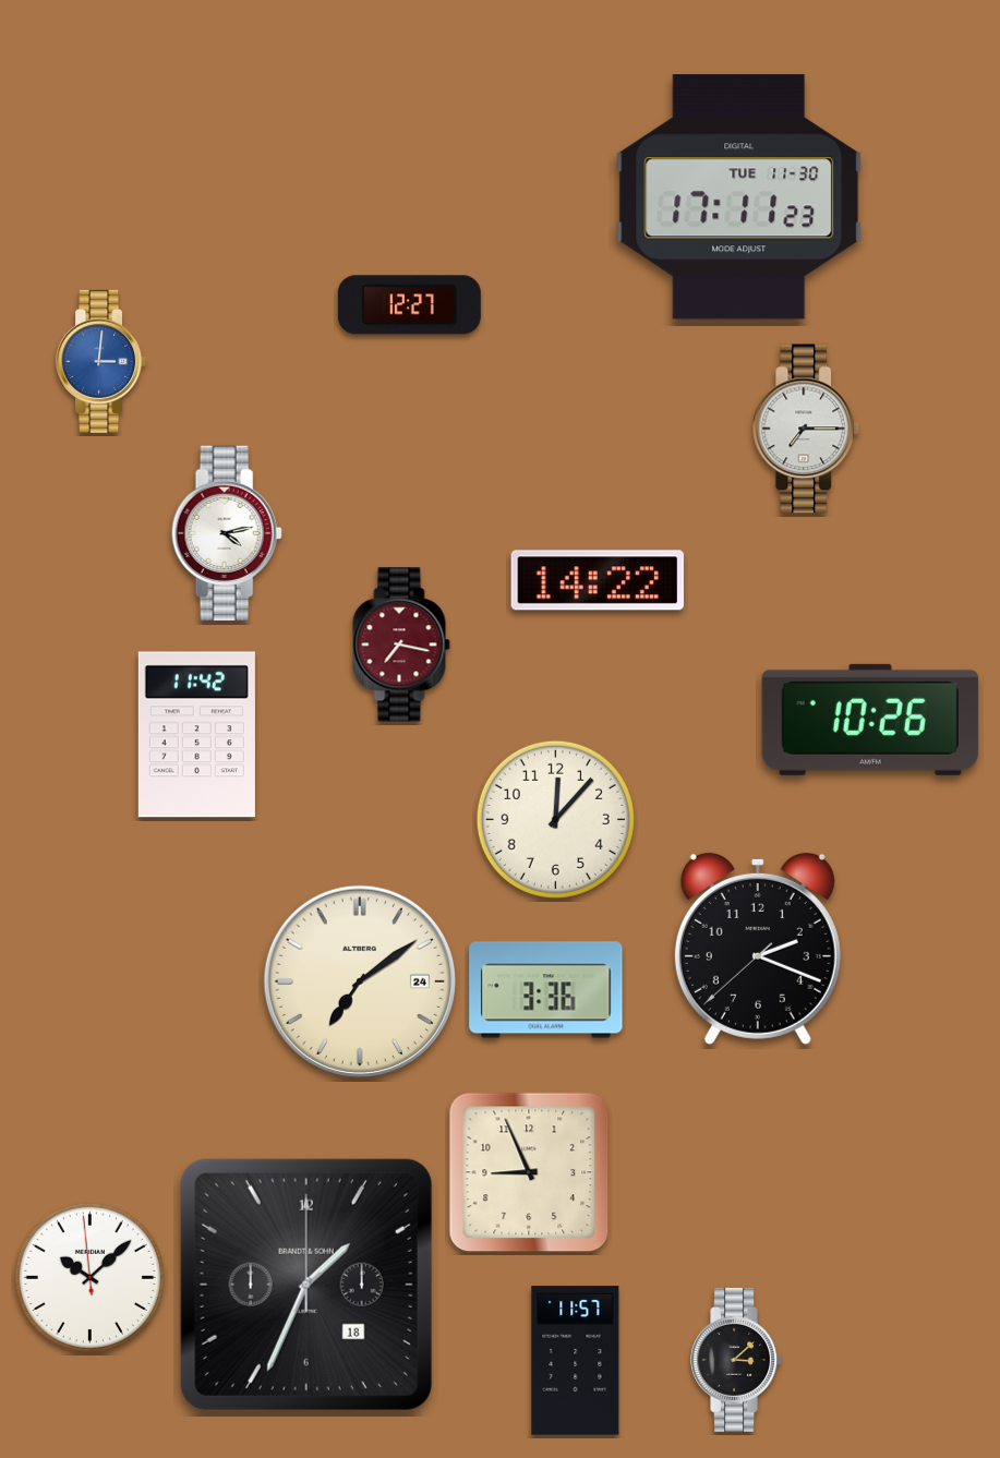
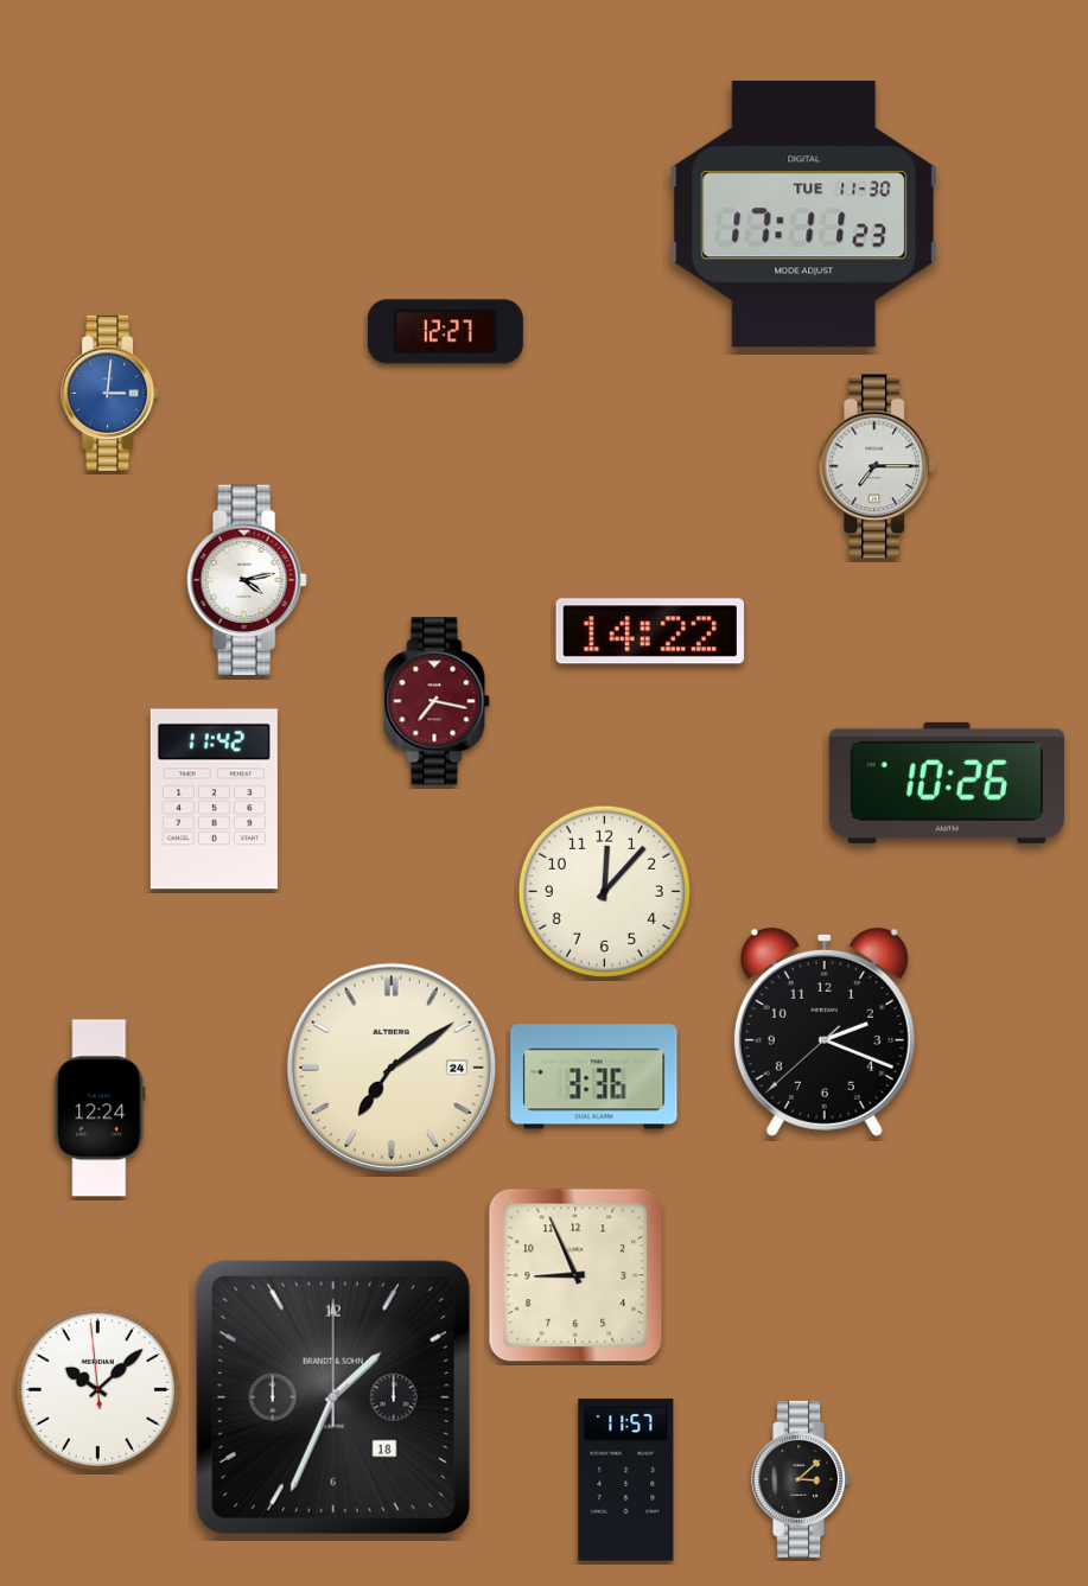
clock at (100, 1108): none -> 12:24
